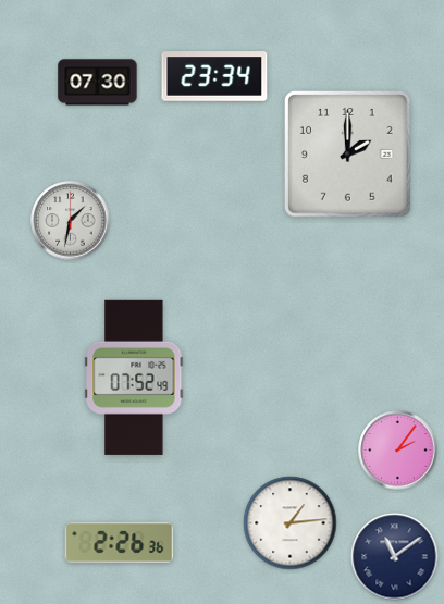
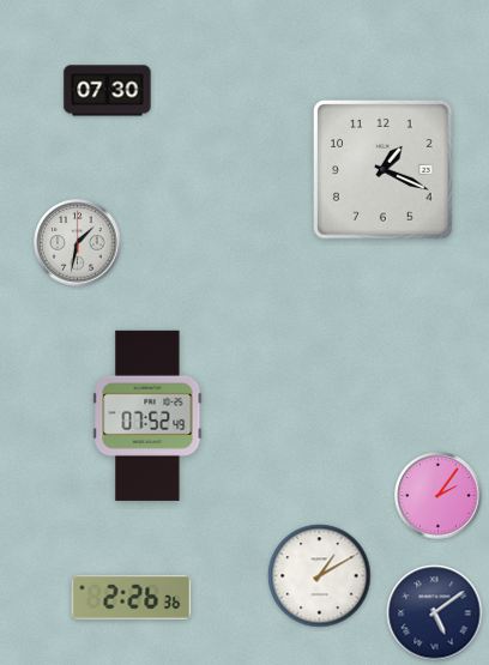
clock at (214, 76): 23:34 -> none
clock at (348, 155): 2:00 -> 1:19
clock at (291, 523): 1:14 -> 1:10
clock at (395, 557): 11:09 -> 5:09
